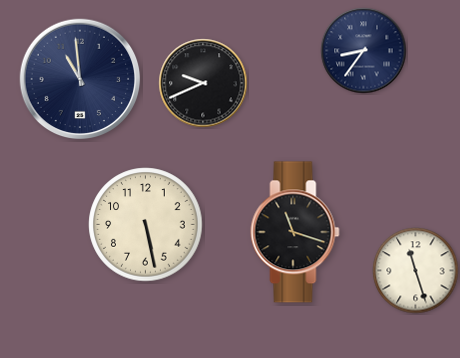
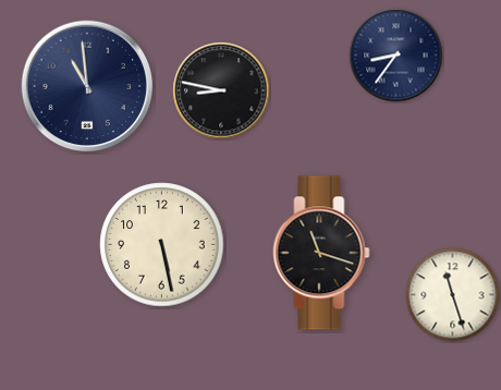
clock at (203, 83): 9:41 -> 8:47
clock at (146, 225) position: (146, 225) -> (162, 245)
